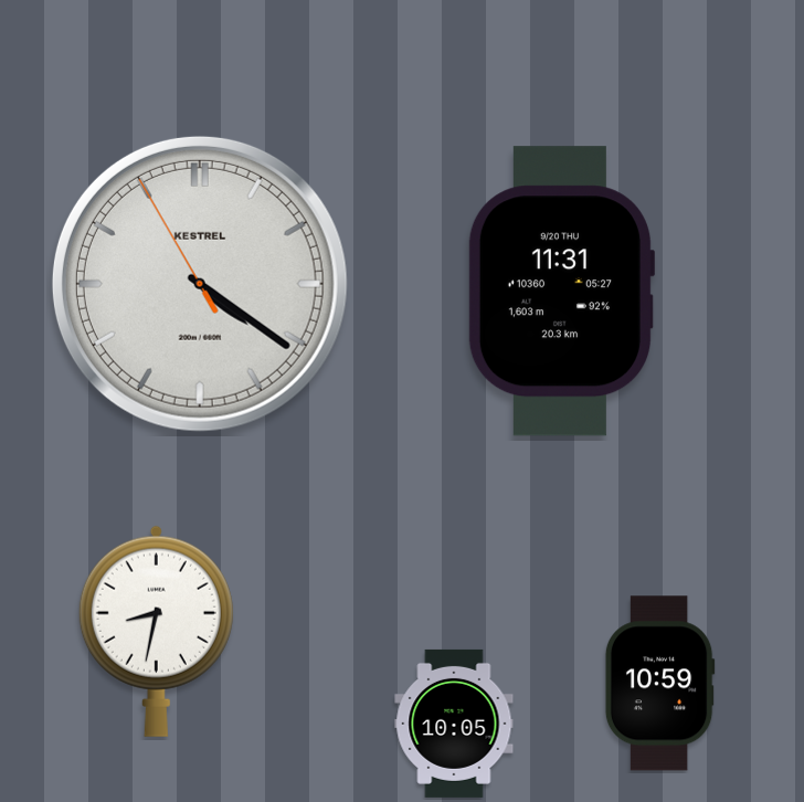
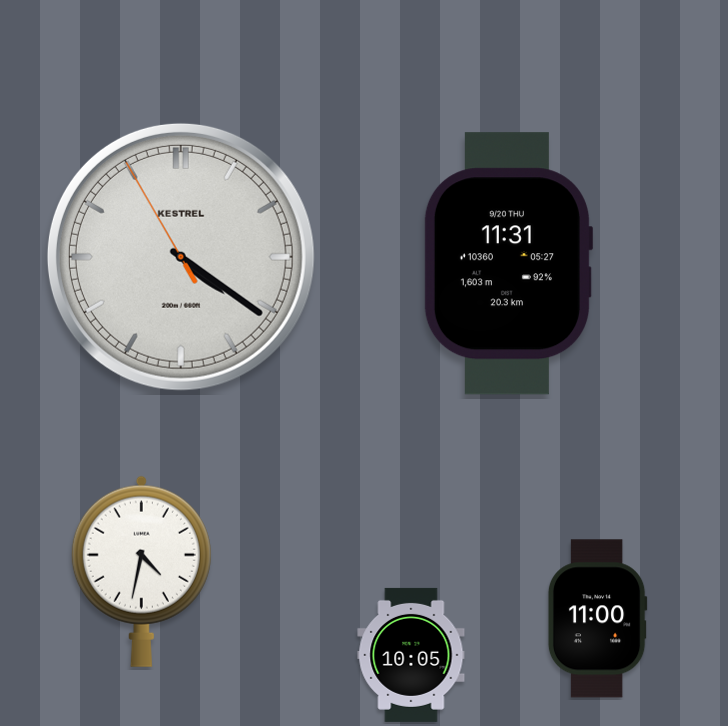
clock at (156, 631): 8:32 -> 4:32
clock at (659, 684): 10:59 -> 11:00
